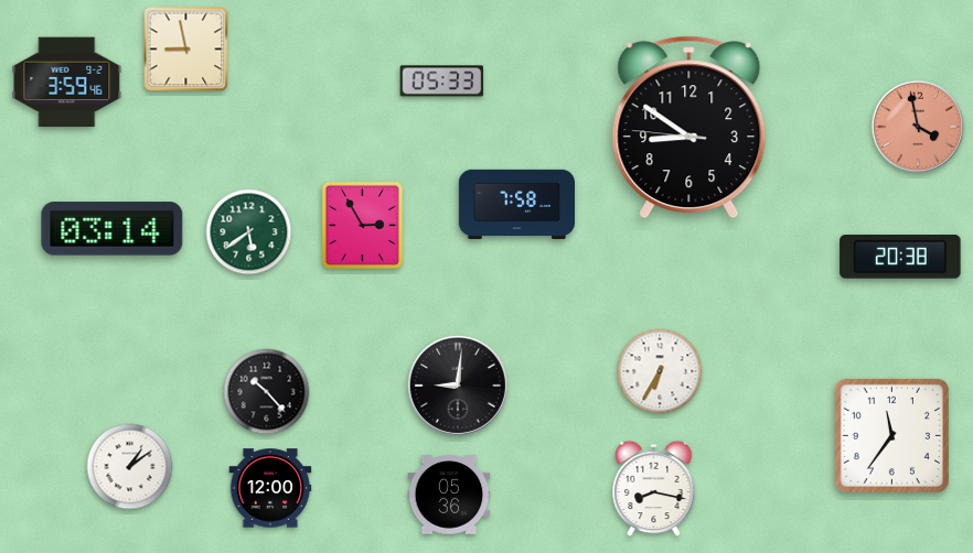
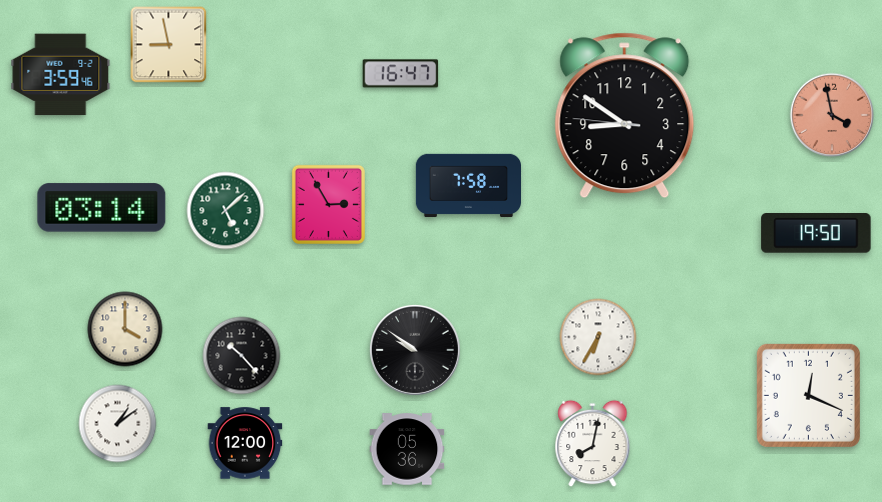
clock at (442, 82): 05:33 -> 16:47
clock at (249, 232): 5:39 -> 5:08
clock at (900, 258): 20:38 -> 19:50
clock at (125, 329): none -> 4:00
clock at (458, 386): 9:01 -> 9:51
clock at (891, 435): 11:36 -> 12:19
clock at (654, 489): 8:17 -> 8:02
